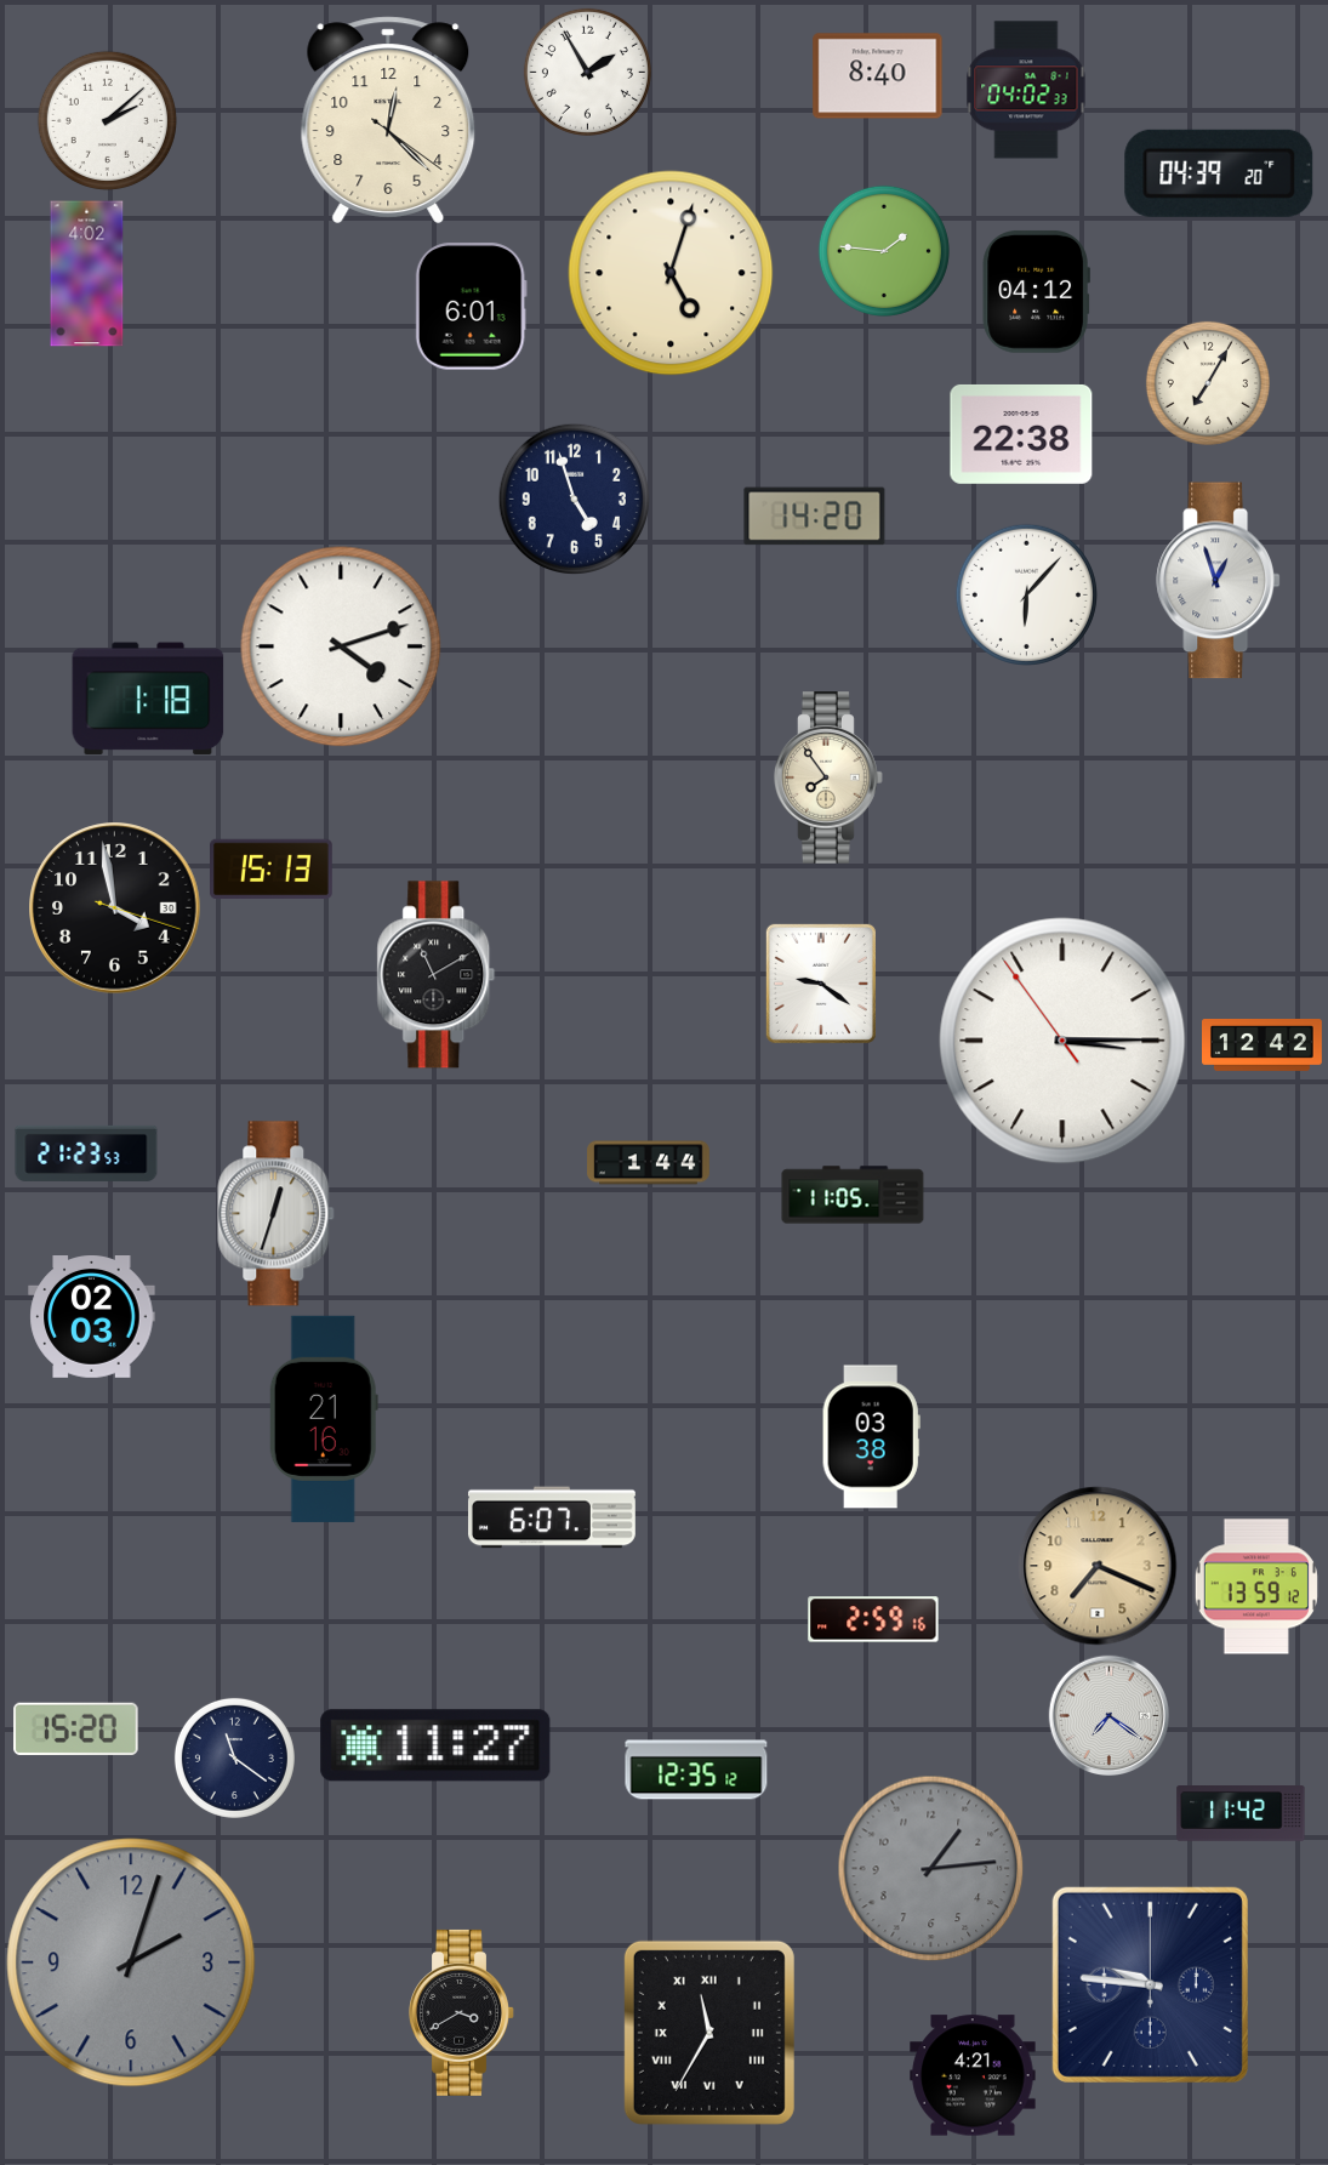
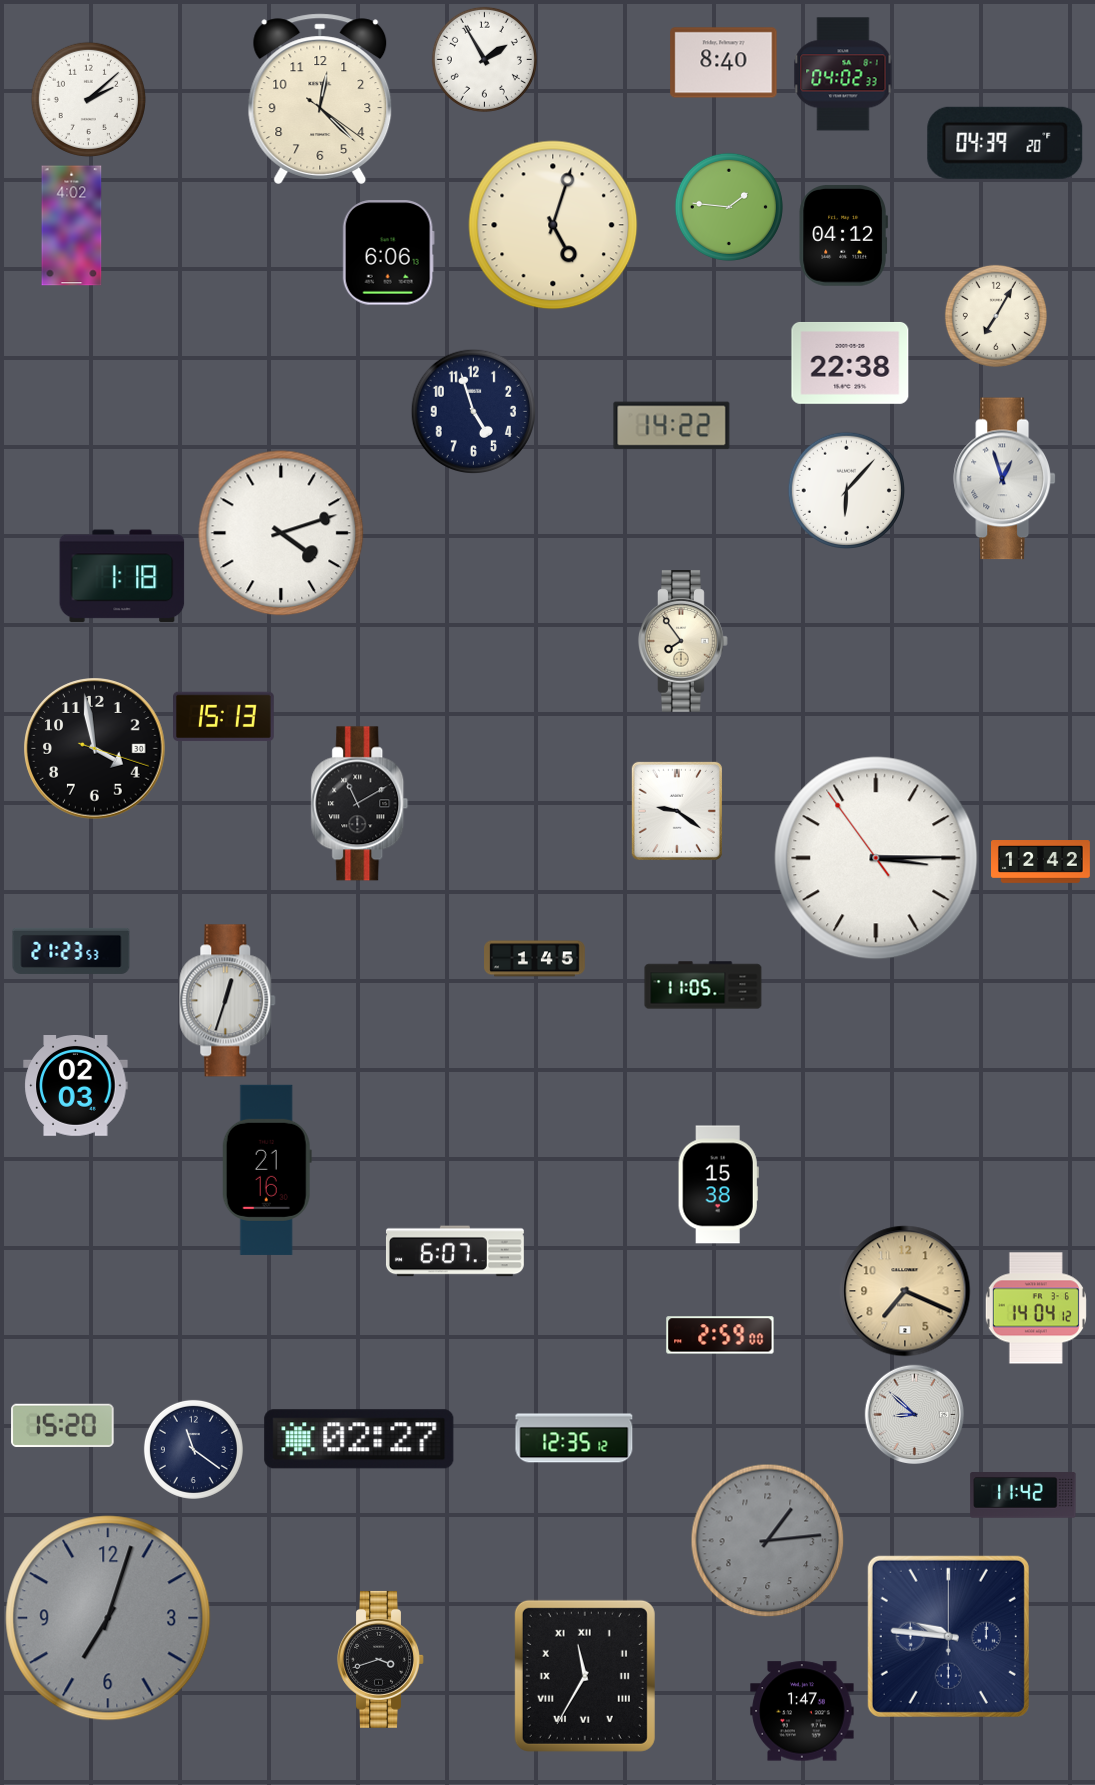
clock at (1026, 90) position: (1026, 90) -> (843, 74)
clock at (1036, 291) position: (1036, 291) -> (843, 235)
clock at (471, 307): 6:01 -> 6:06
clock at (1021, 434) position: (1021, 434) -> (850, 363)
clock at (815, 517): 14:20 -> 14:22
clock at (649, 1163): 1:44 -> 1:45
clock at (871, 1437): 03:38 -> 15:38
clock at (1256, 1586): 13:59 -> 14:04
clock at (873, 1619): 2:59:16 -> 2:59:00
clock at (1108, 1715): 7:21 -> 8:52
clock at (435, 1745): 11:27 -> 02:27
clock at (696, 1770) position: (696, 1770) -> (574, 1438)
clock at (131, 1962): 2:03 -> 7:03
clock at (462, 2012): 3:40 -> 3:42
clock at (973, 2075): 4:21 -> 1:47
